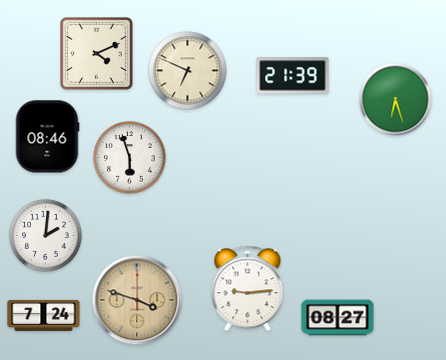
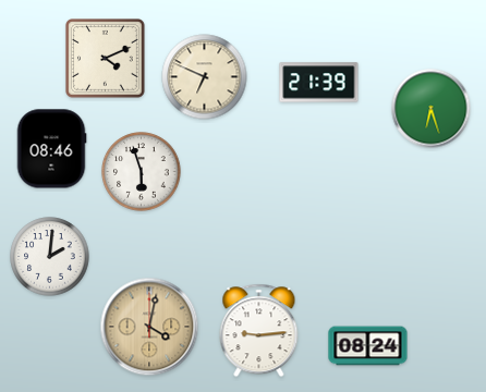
clock at (248, 289) position: (248, 289) -> (259, 331)
clock at (137, 300): 3:48 -> 4:02
clock at (44, 315): 7:24 -> none
clock at (338, 318): 08:27 -> 08:24
